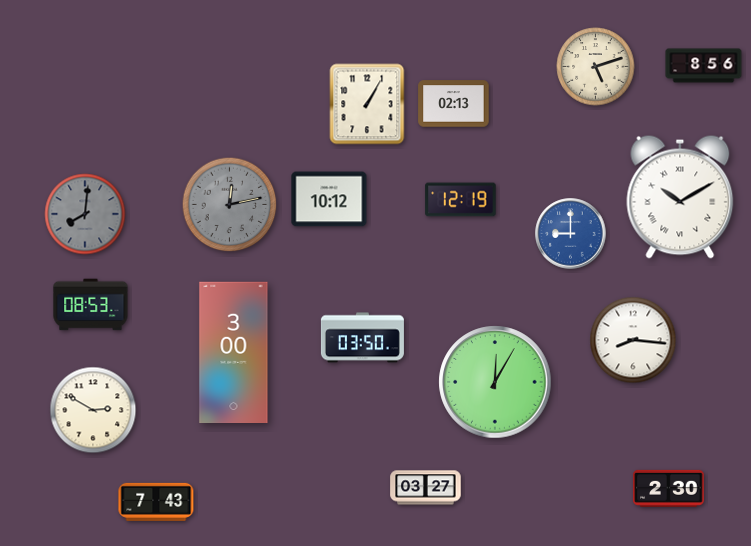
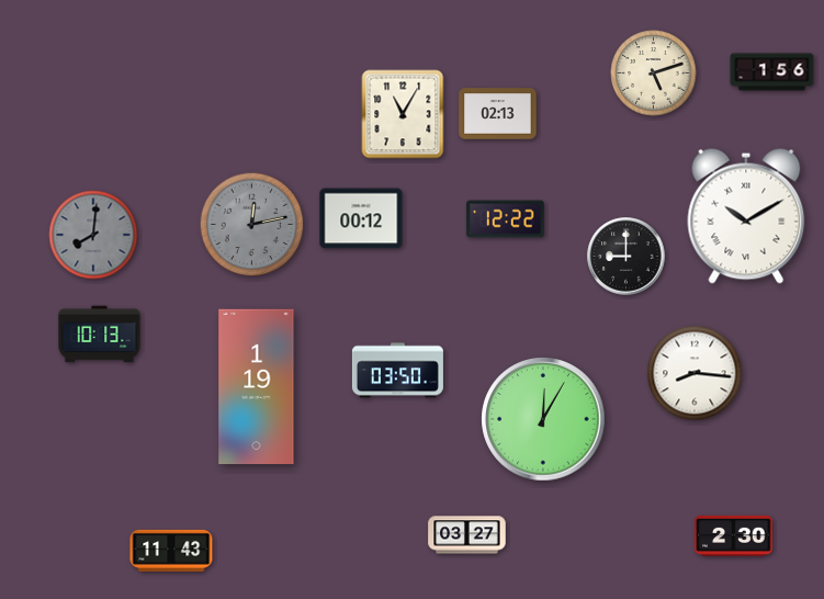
clock at (704, 66): 8:56 -> 1:56
clock at (367, 104): 1:05 -> 11:05
clock at (329, 199): 10:12 -> 00:12
clock at (461, 200): 12:19 -> 12:22
clock at (571, 234) dial: blue -> black
clock at (91, 305): 08:53 -> 10:13
clock at (234, 353): 3:00 -> 1:19
clock at (93, 410): 2:50 -> none
clock at (156, 502): 7:43 -> 11:43
